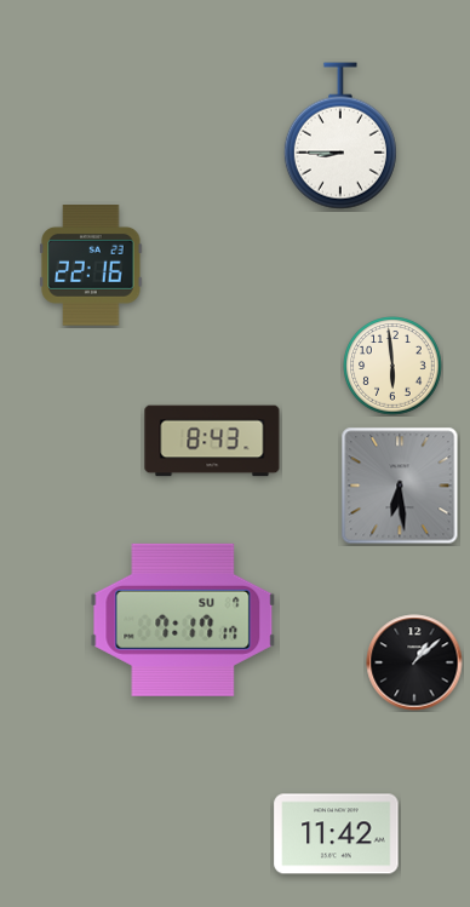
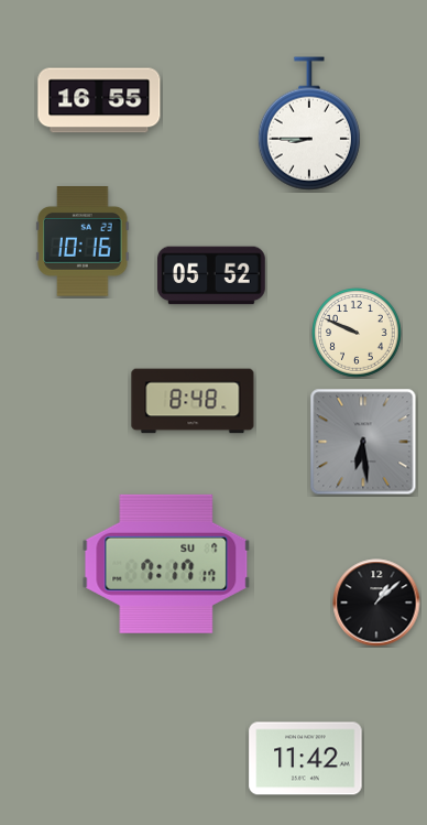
clock at (99, 100): none -> 16:55
clock at (91, 265): 22:16 -> 10:16
clock at (212, 275): none -> 05:52
clock at (392, 366): 5:59 -> 9:49
clock at (212, 441): 8:43 -> 8:48
